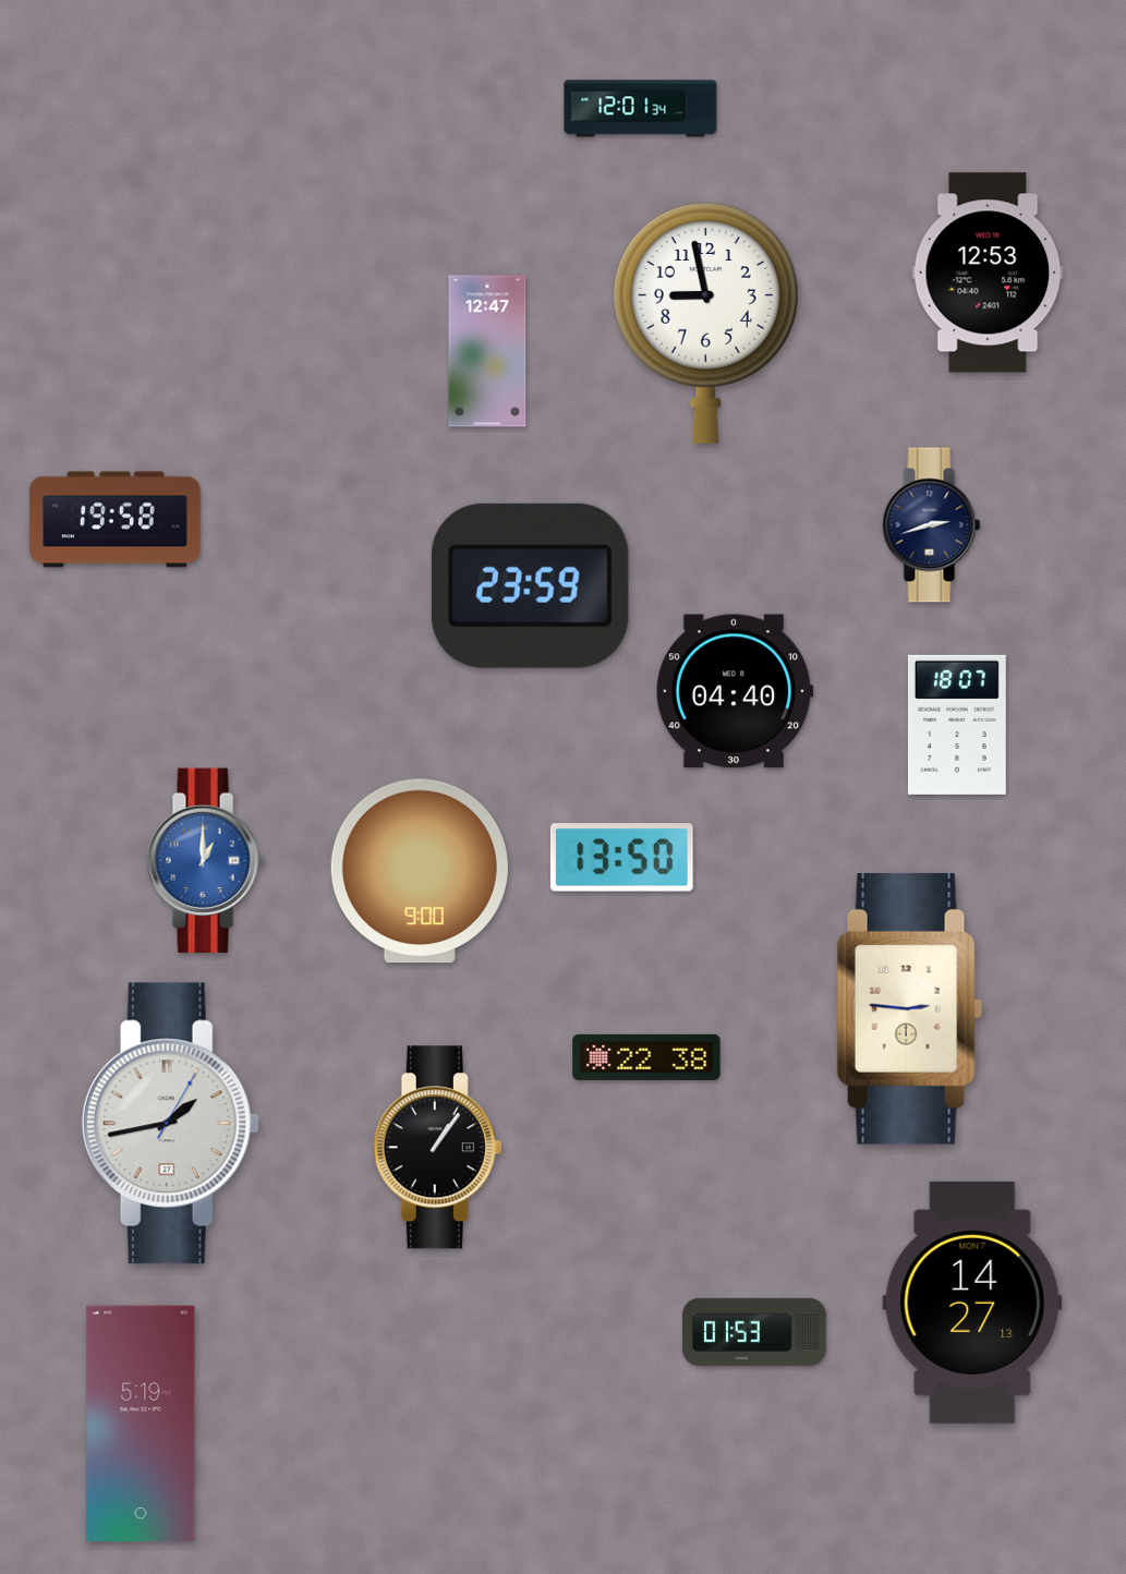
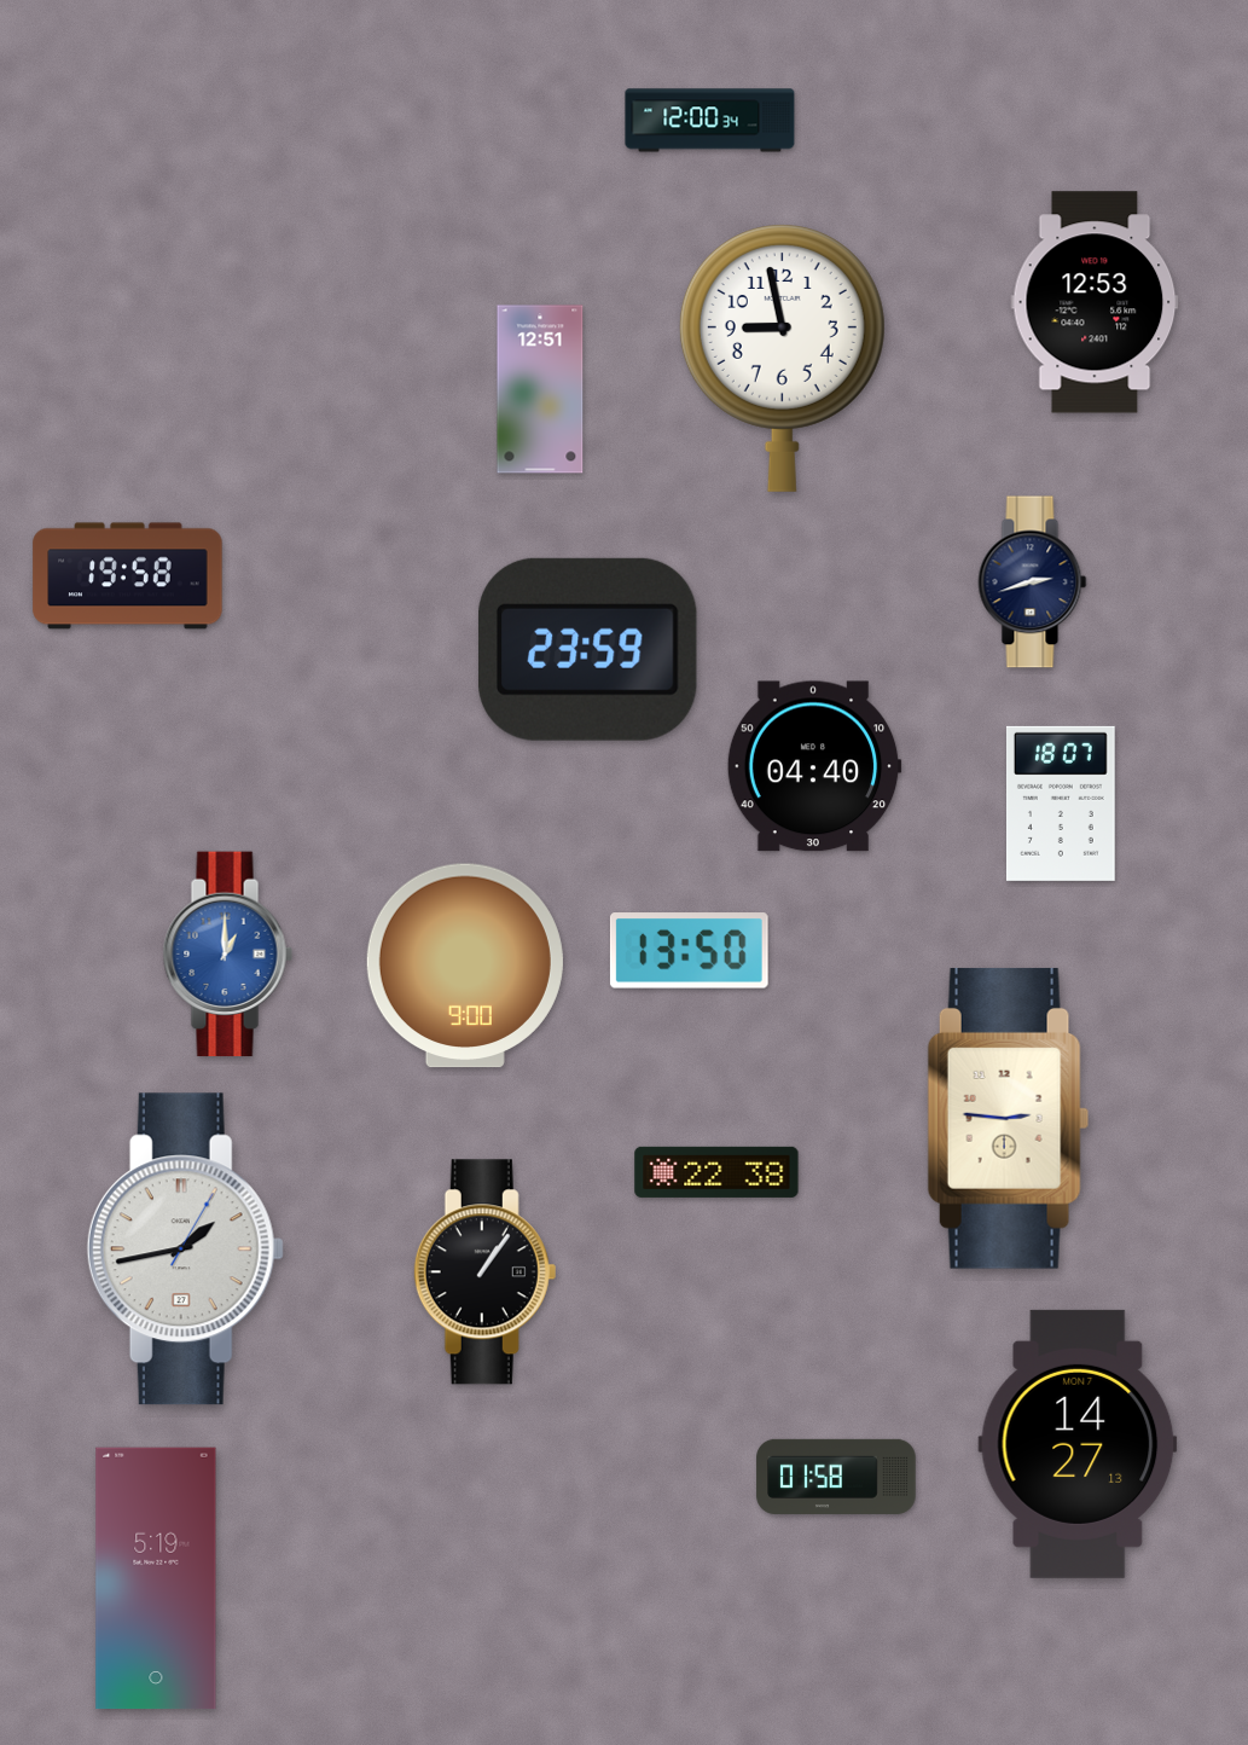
clock at (641, 109): 12:01 -> 12:00
clock at (487, 351): 12:47 -> 12:51
clock at (170, 1124) position: (170, 1124) -> (185, 1250)
clock at (754, 1332): 01:53 -> 01:58
